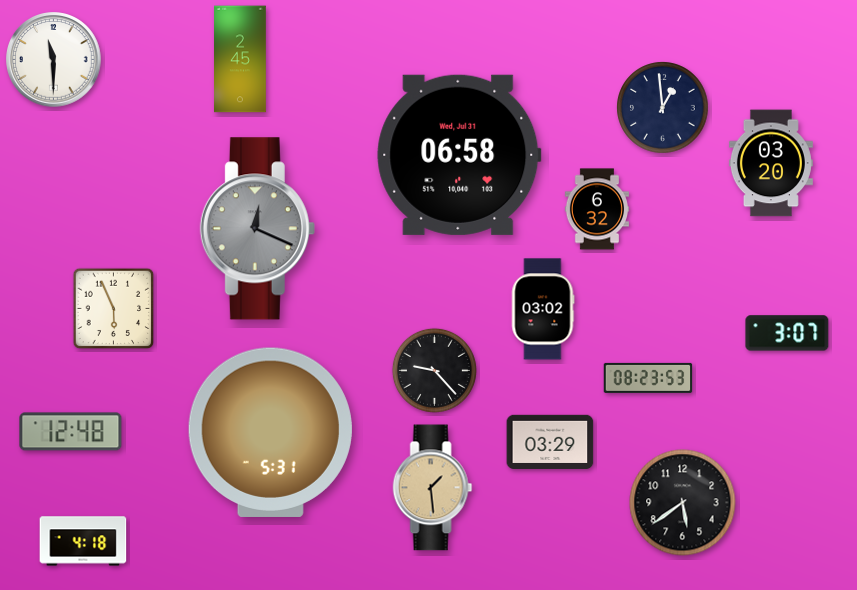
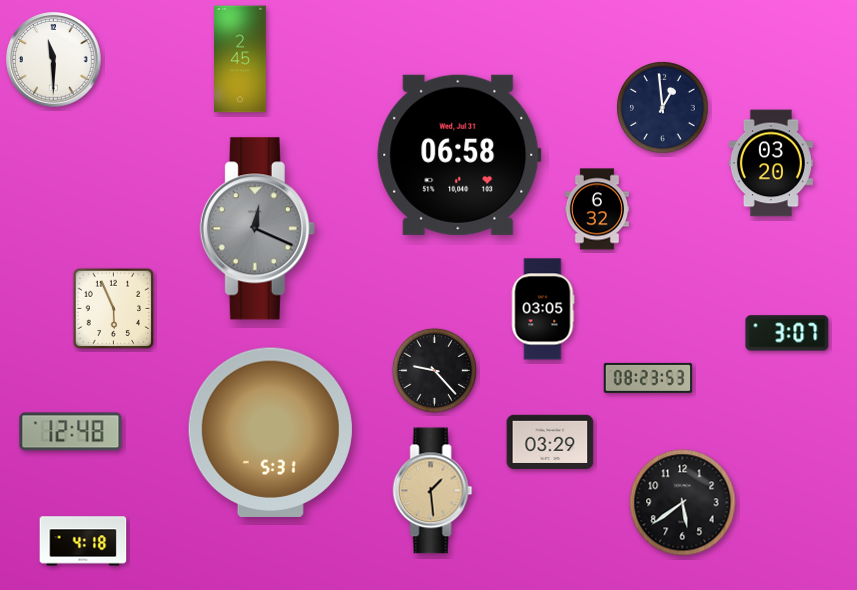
clock at (543, 309): 03:02 -> 03:05
clock at (433, 488) position: (433, 488) -> (433, 491)
